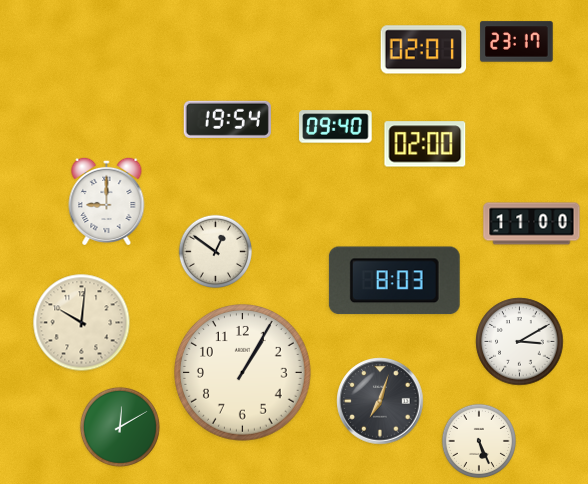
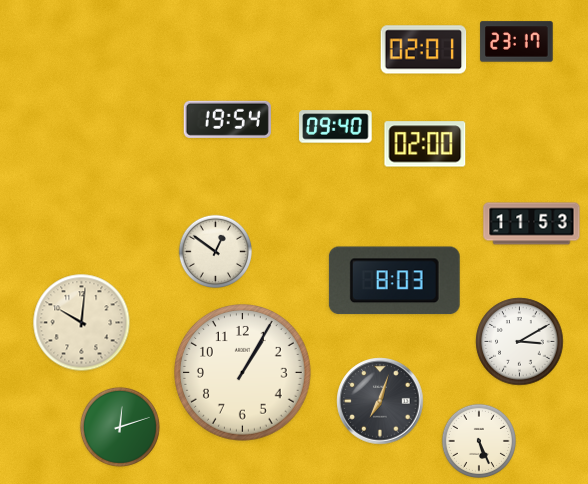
clock at (107, 200): 9:00 -> none
clock at (532, 224): 11:00 -> 11:53
clock at (120, 427): 12:10 -> 12:12
